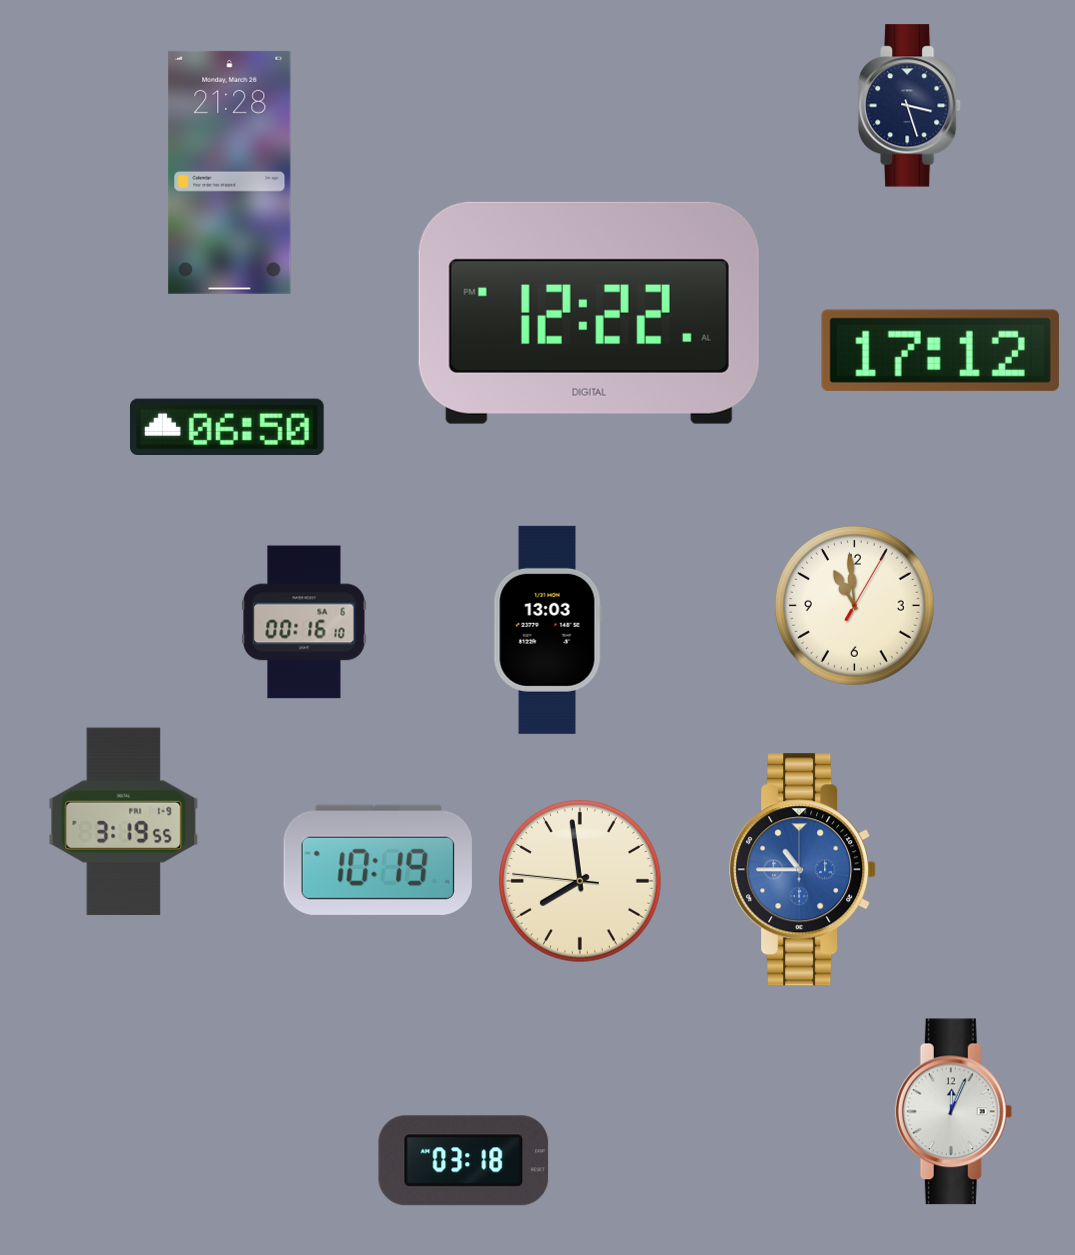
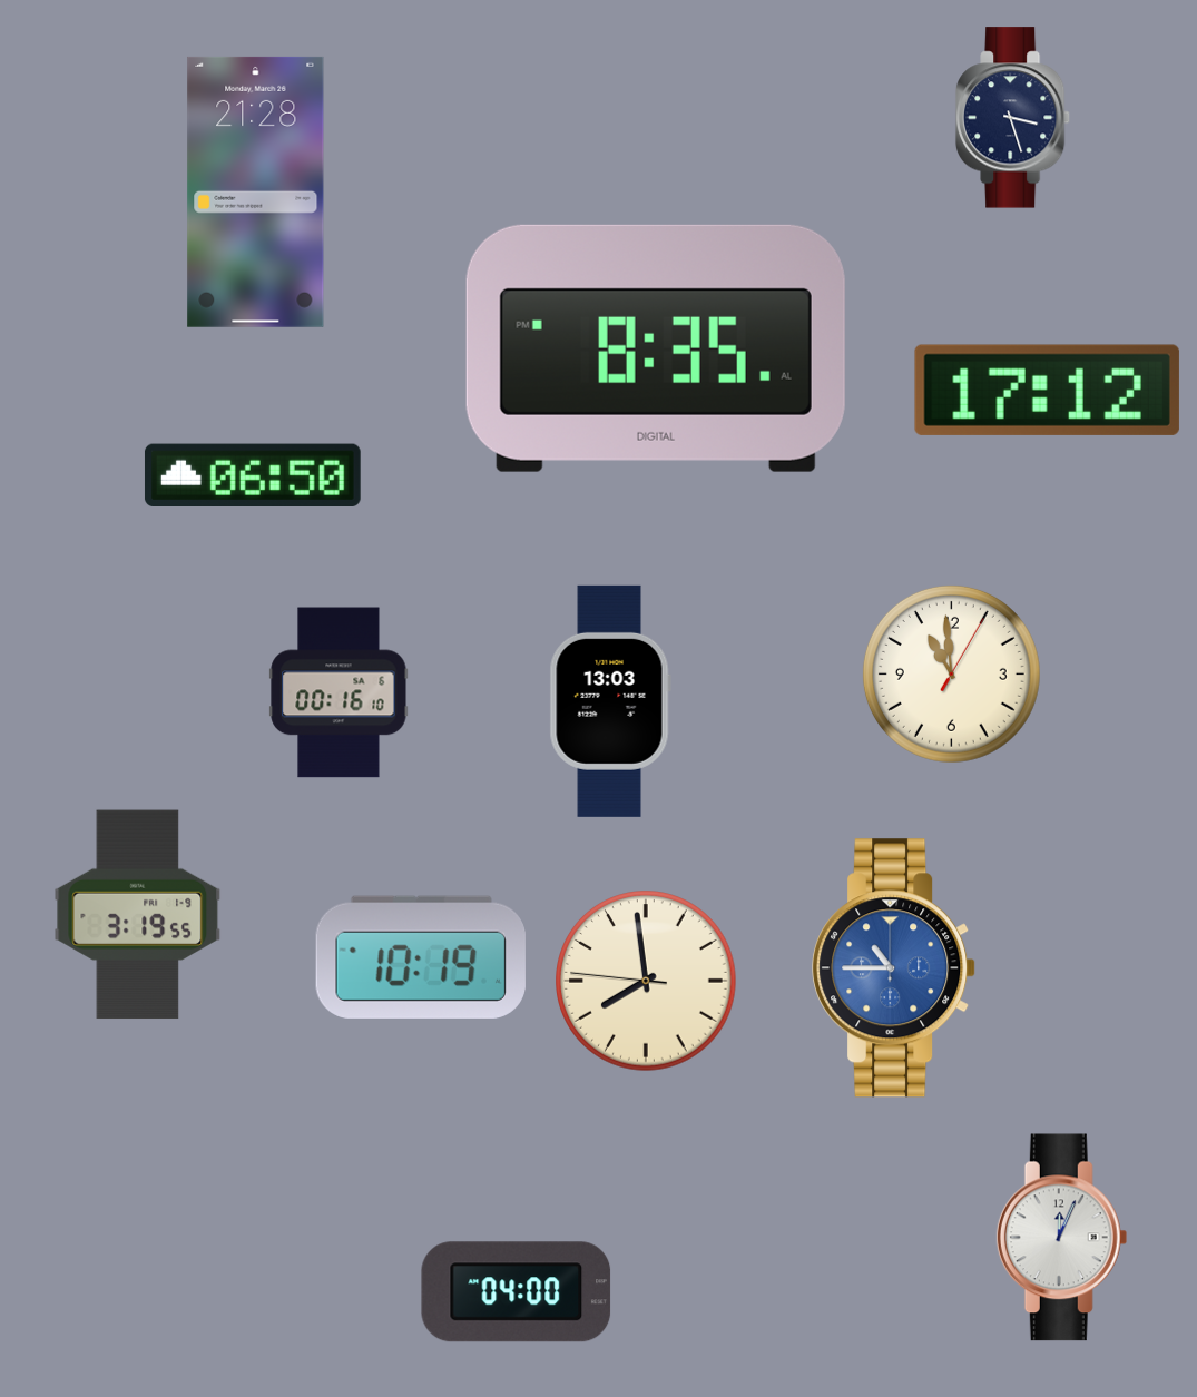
clock at (589, 313): 12:22 -> 8:35
clock at (464, 1161): 03:18 -> 04:00
